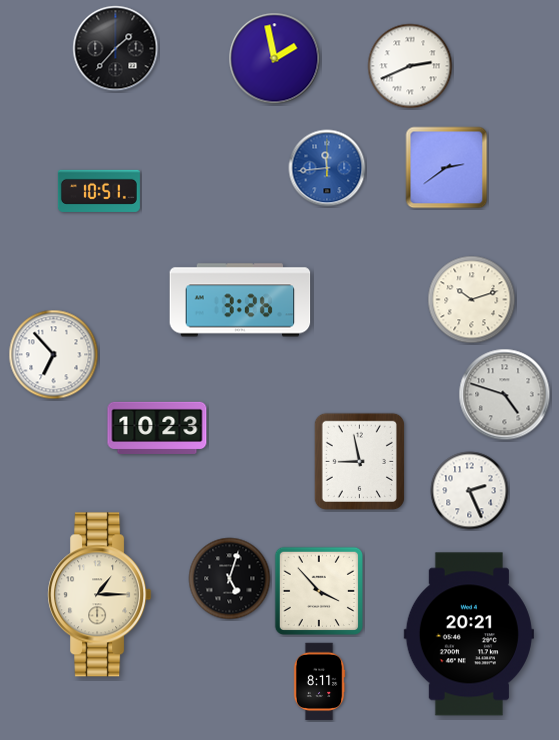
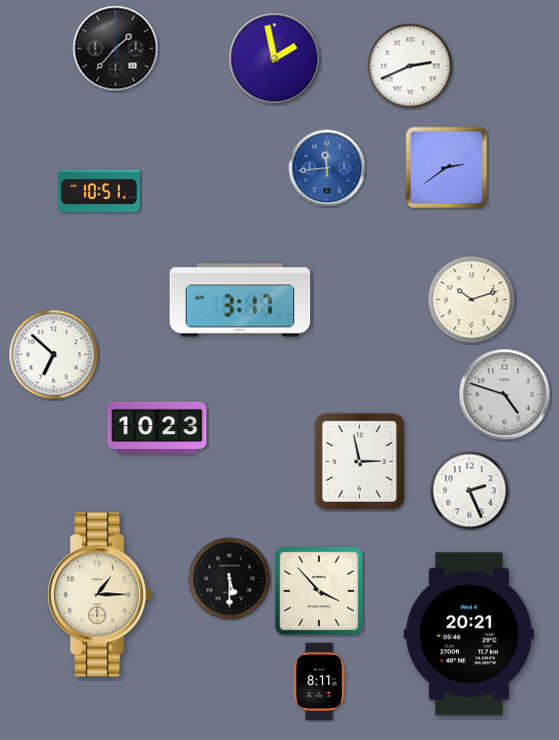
clock at (240, 300): 3:26 -> 3:17
clock at (54, 355): 6:53 -> 6:52
clock at (359, 461): 8:58 -> 2:58
clock at (230, 579): 5:03 -> 5:30
